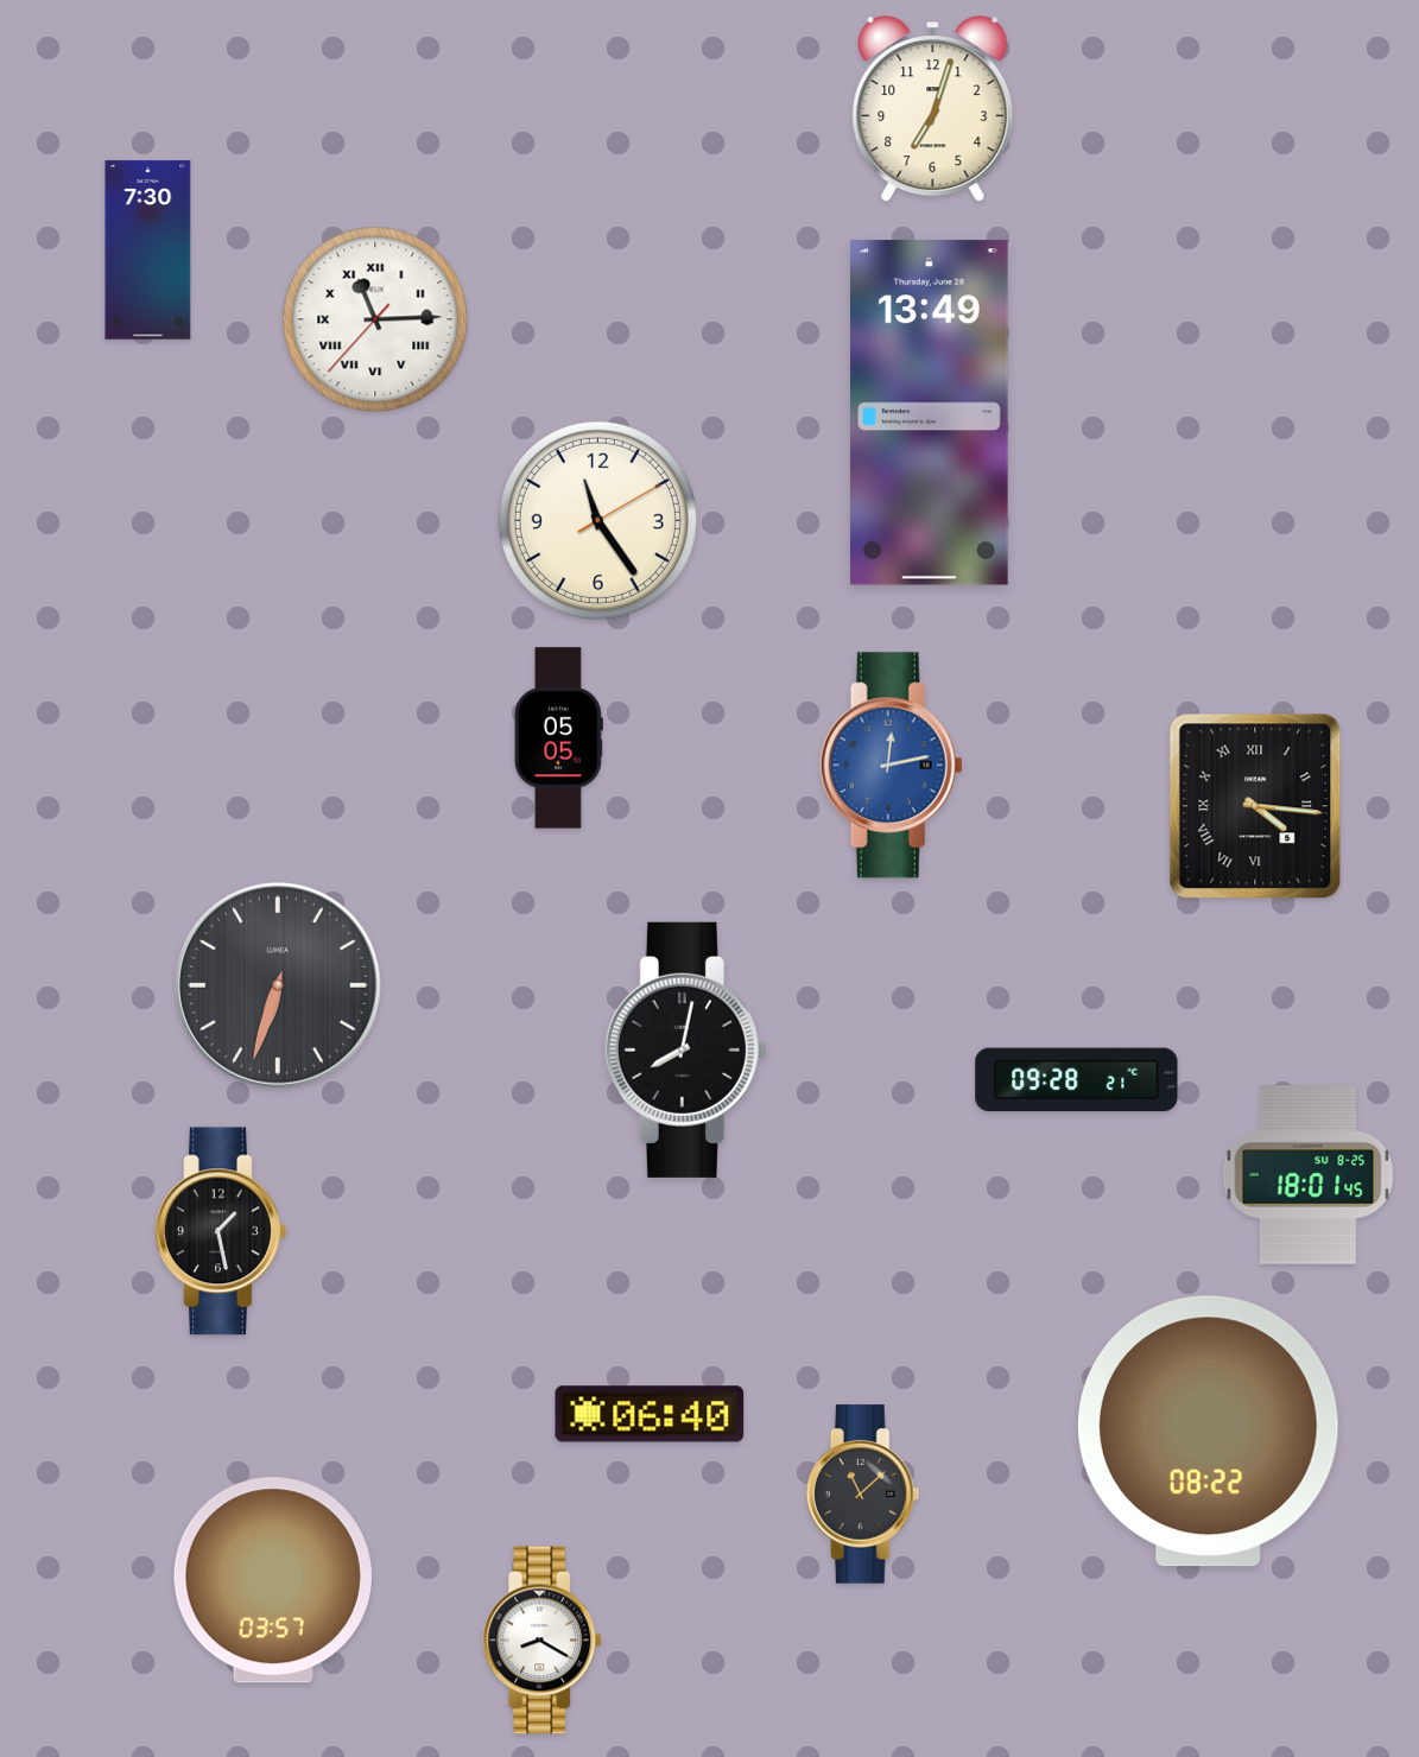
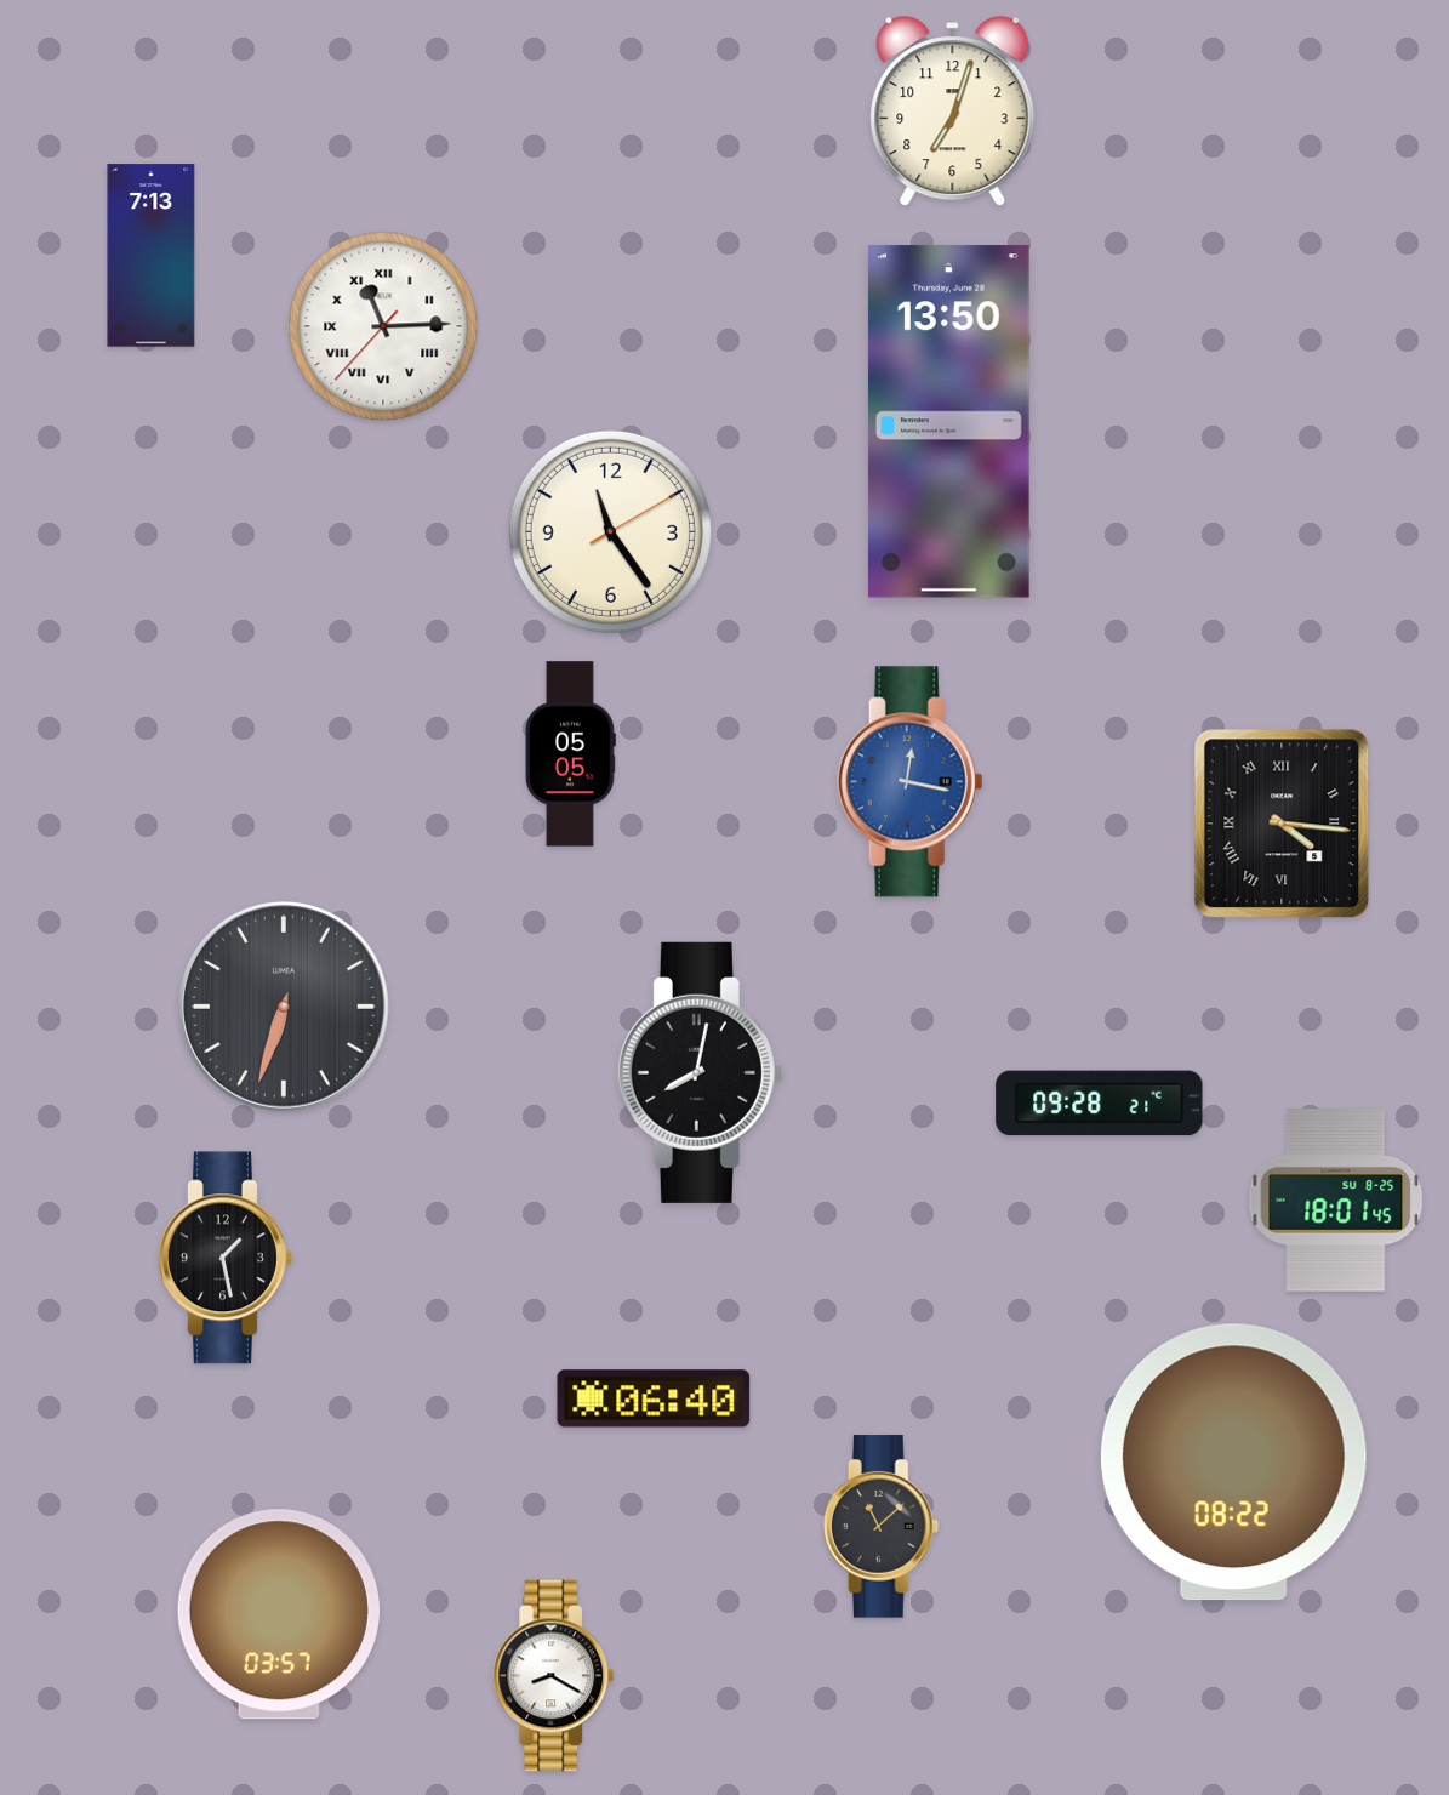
clock at (148, 250): 7:30 -> 7:13
clock at (929, 413): 13:49 -> 13:50
clock at (891, 766): 12:13 -> 12:17
clock at (650, 1414) position: (650, 1414) -> (654, 1398)
